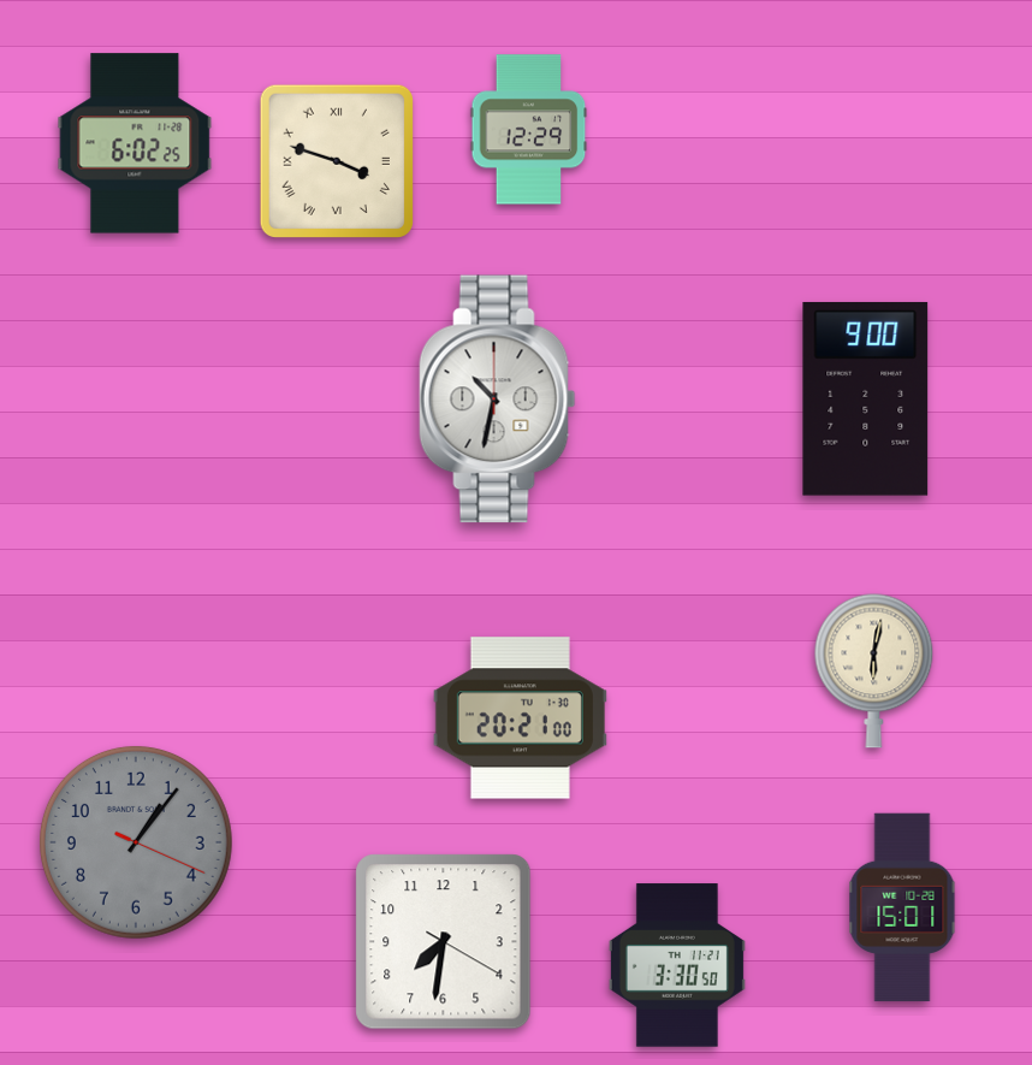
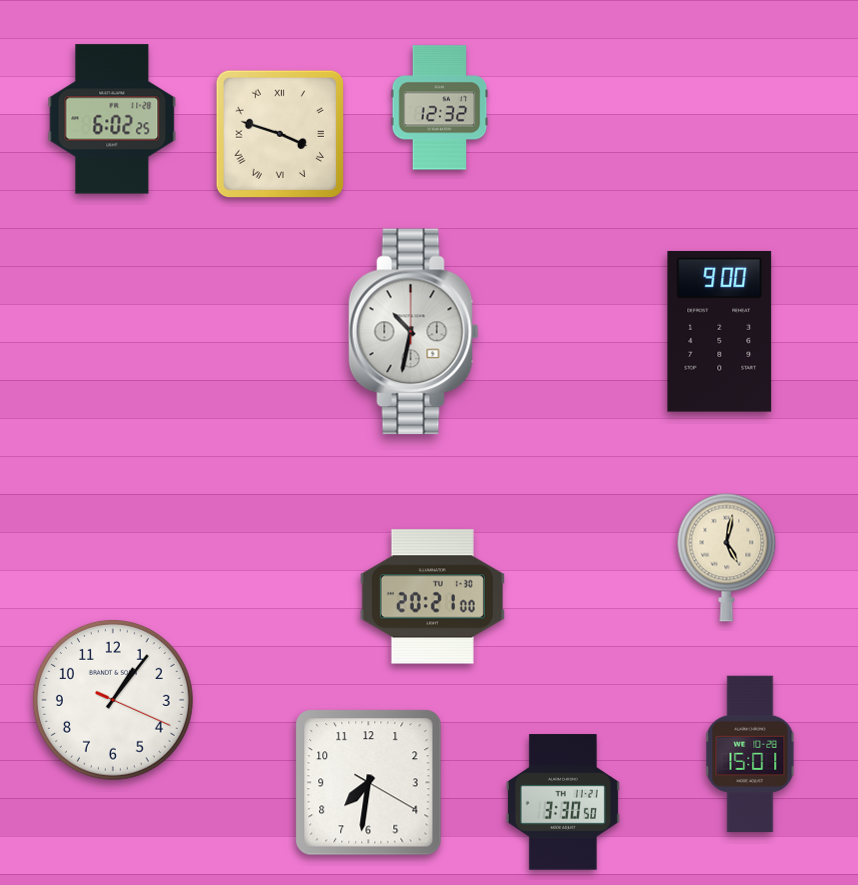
clock at (529, 130): 12:29 -> 12:32
clock at (874, 670): 6:02 -> 5:02
clock at (136, 842) dial: grey -> white
